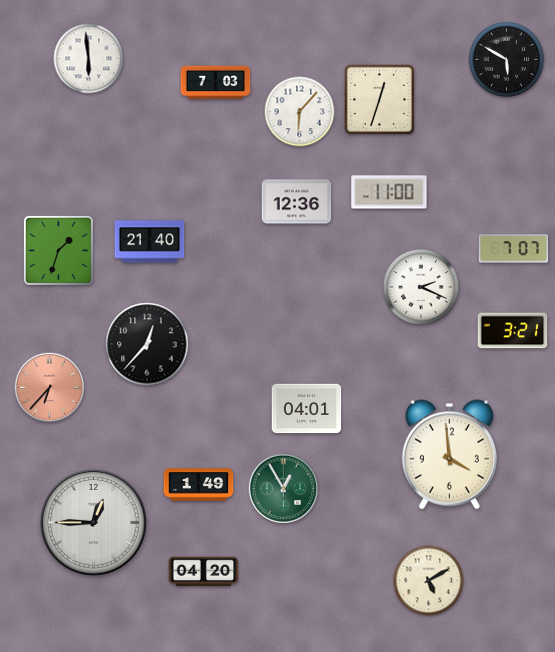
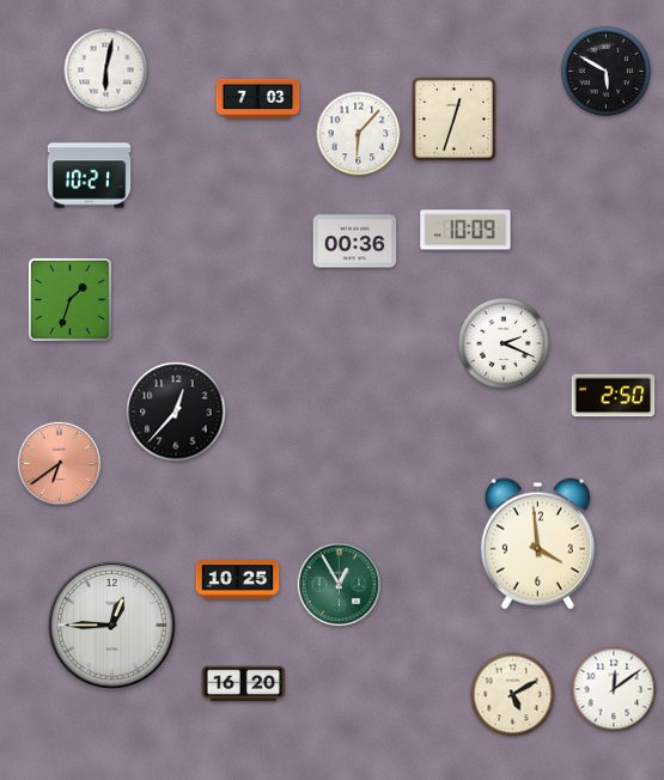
clock at (89, 59): 5:59 -> 6:02
clock at (90, 176): none -> 10:21
clock at (389, 192): 11:00 -> 10:09
clock at (297, 202): 12:36 -> 00:36
clock at (150, 242): 21:40 -> none
clock at (514, 249): 7:07 -> none
clock at (513, 331): 3:21 -> 2:50
clock at (50, 388): 6:37 -> 6:39
clock at (307, 409): 04:01 -> none
clock at (199, 485): 1:49 -> 10:25
clock at (204, 572): 04:20 -> 16:20
clock at (614, 689): none -> 12:09
